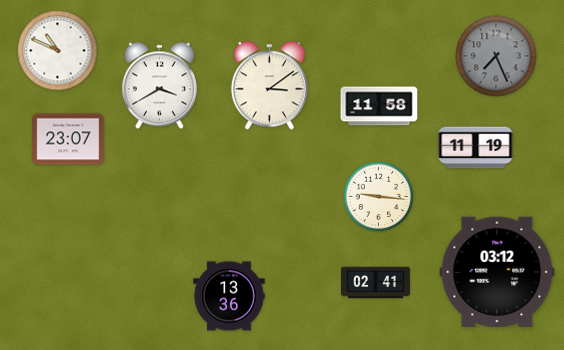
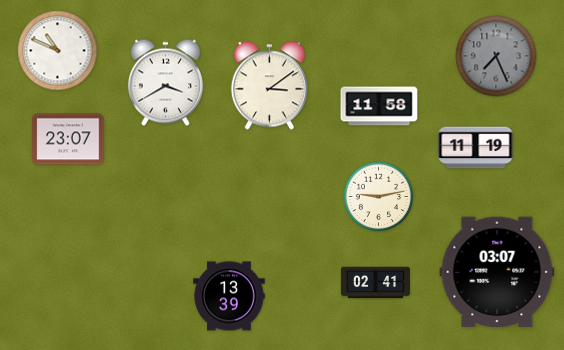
clock at (159, 86) position: (159, 86) -> (165, 83)
clock at (379, 197): 9:16 -> 9:13
clock at (497, 272): 03:12 -> 03:07
clock at (229, 296): 13:36 -> 13:39
